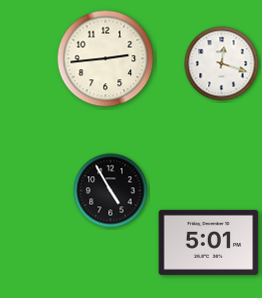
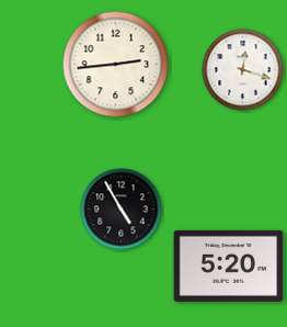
clock at (209, 242): 5:01 -> 5:20
